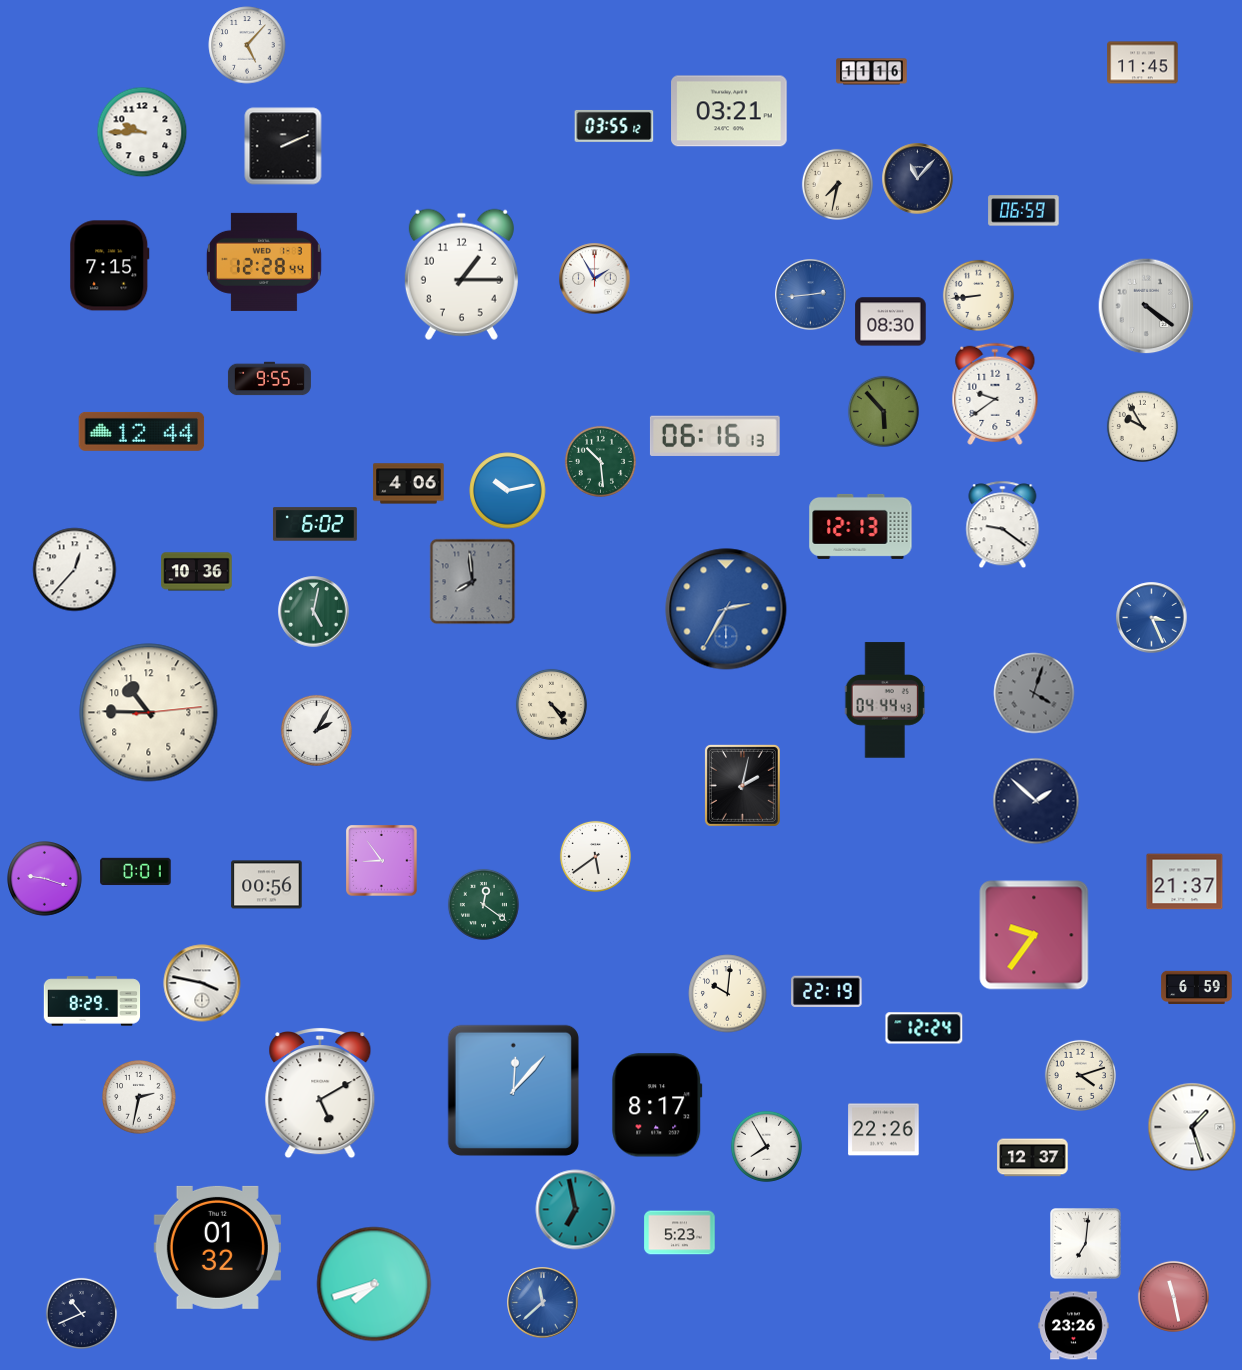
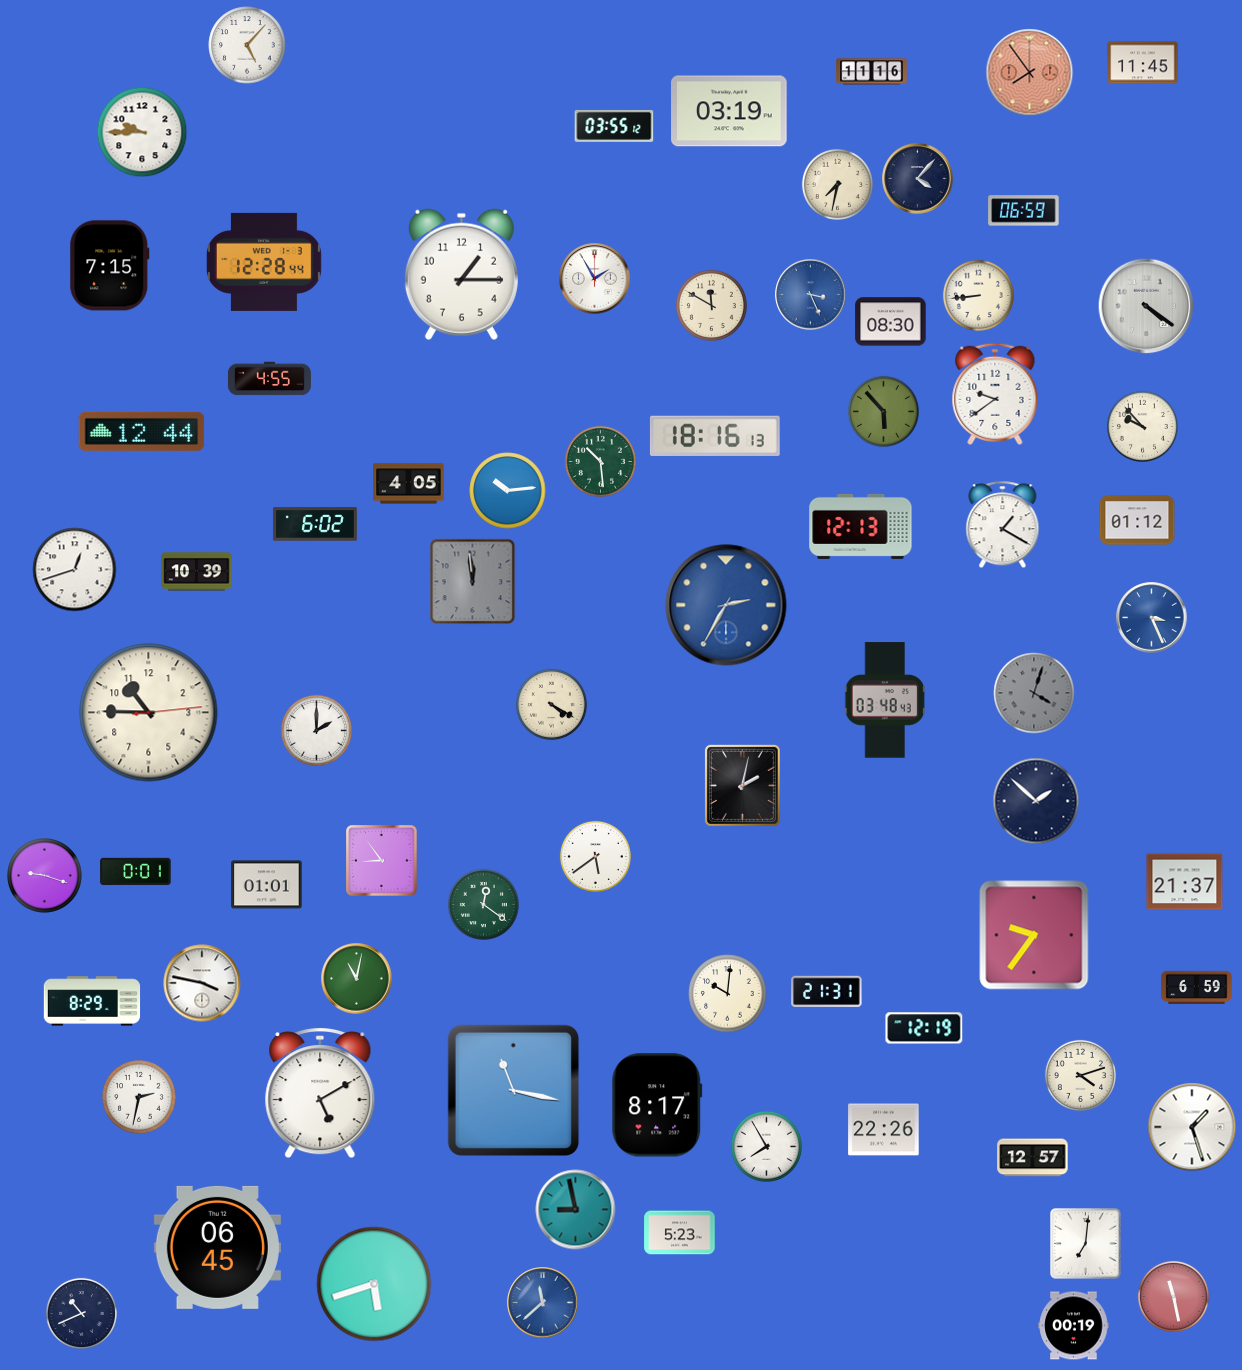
clock at (1030, 73): none -> 7:54
clock at (729, 111): 03:21 -> 03:19
clock at (283, 146): 2:11 -> none
clock at (918, 179): 11:07 -> 4:07
clock at (811, 295): 2:44 -> 3:26
clock at (711, 305): none -> 11:50
clock at (269, 379): 9:55 -> 4:55
clock at (1142, 426): 9:55 -> 9:53
clock at (715, 436): 06:16 -> 18:16
clock at (409, 484): 4:06 -> 4:05
clock at (508, 491): 10:13 -> 10:14
clock at (1137, 520): none -> 01:12
clock at (1003, 525): 9:21 -> 1:20
clock at (75, 570): 12:37 -> 12:42
clock at (197, 572): 10:36 -> 10:39
clock at (473, 582): 7:59 -> 11:59
clock at (726, 609) position: (726, 609) -> (726, 605)
clock at (314, 612): 5:02 -> none
clock at (885, 700): 04:44 -> 03:48
clock at (551, 704): 4:24 -> 4:20
clock at (316, 730): 2:05 -> 2:00
clock at (45, 879) position: (45, 879) -> (45, 876)
clock at (267, 885): 00:56 -> 01:01
clock at (357, 979): none -> 11:02
clock at (827, 991): 22:19 -> 21:31
clock at (924, 1028): 12:24 -> 12:19
clock at (513, 1090): 12:07 -> 11:17
clock at (1033, 1158): 12:37 -> 12:57
clock at (576, 1210): 6:58 -> 8:58
clock at (217, 1247): 01:32 -> 06:45
clock at (374, 1284): 7:42 -> 5:42
clock at (1074, 1326): 23:26 -> 00:19
